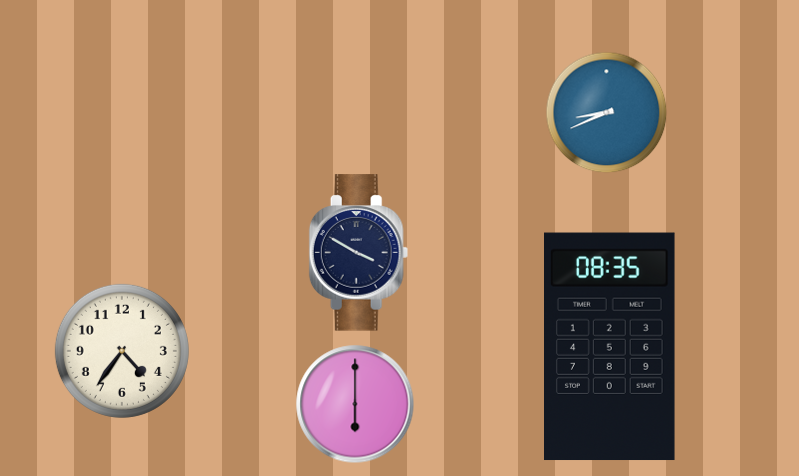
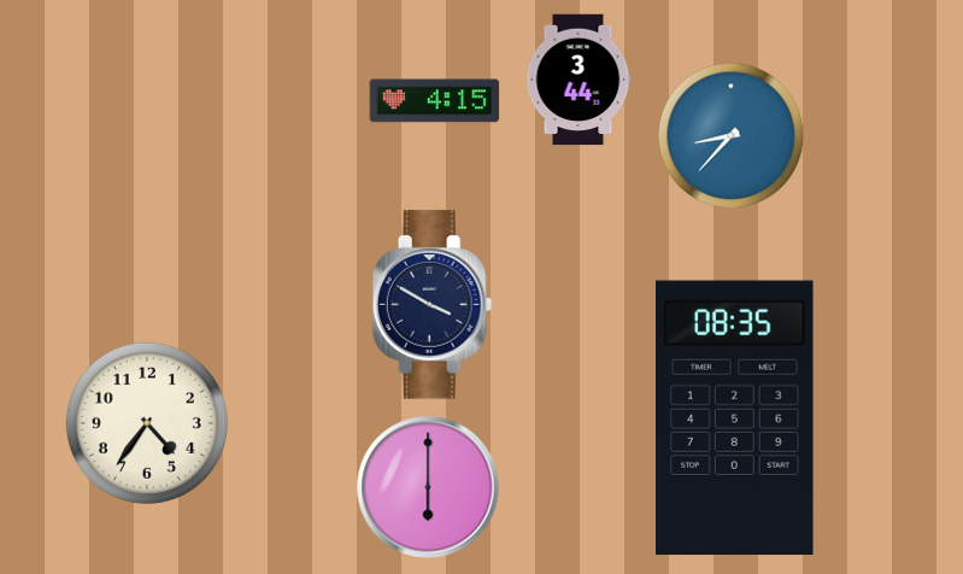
clock at (579, 80): none -> 3:44
clock at (435, 101): none -> 4:15
clock at (607, 113): 8:41 -> 8:37
